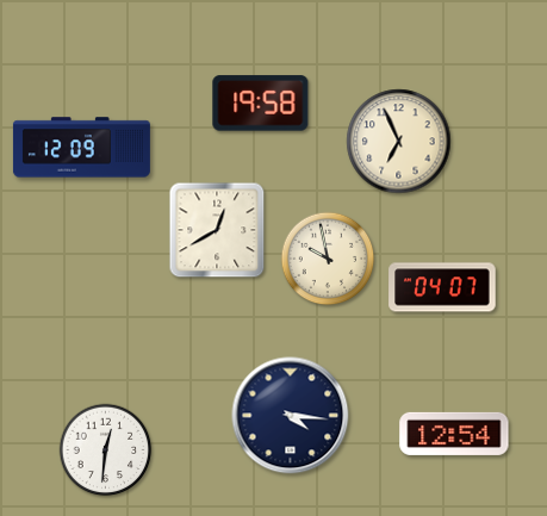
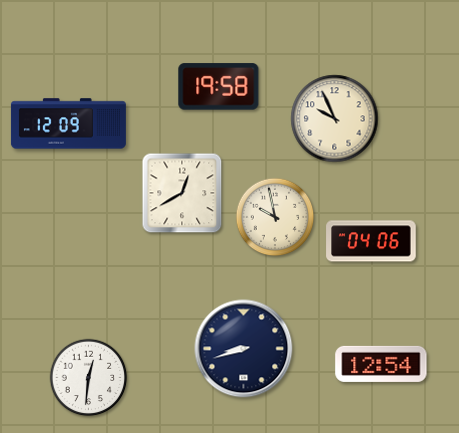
clock at (399, 142): 6:56 -> 9:56
clock at (442, 287): 04:07 -> 04:06
clock at (291, 416): 4:16 -> 8:42
